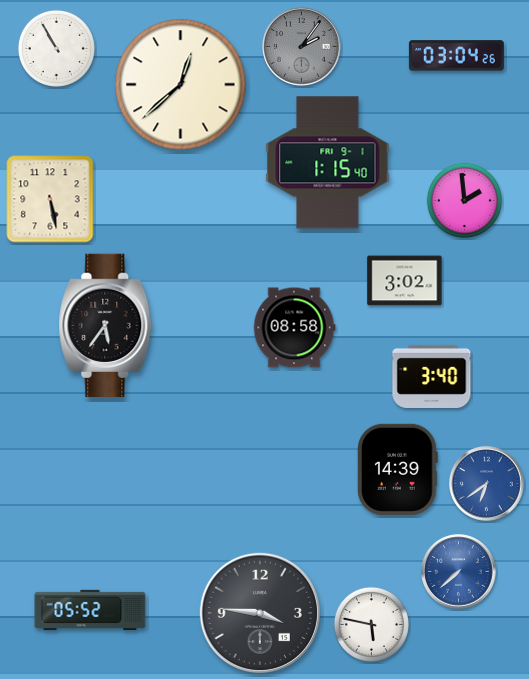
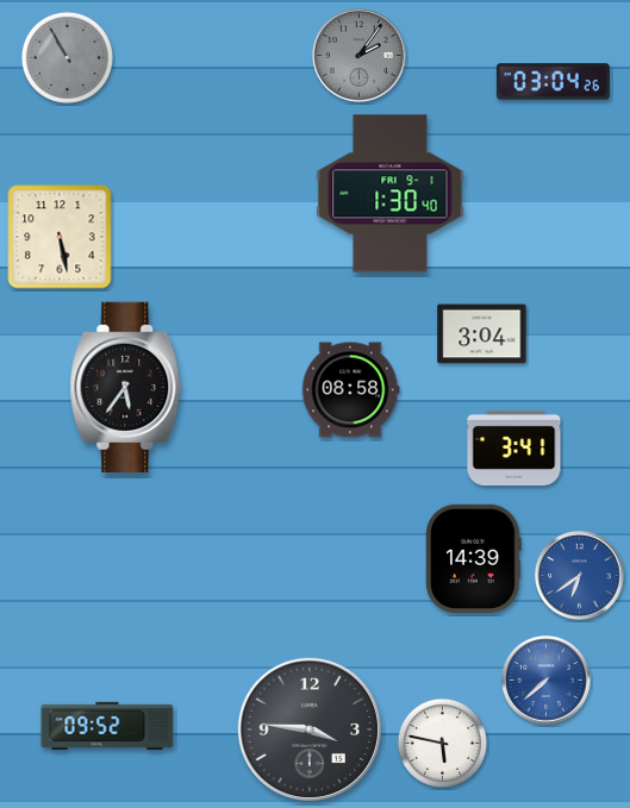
clock at (56, 48) dial: white -> grey
clock at (456, 56) position: (456, 56) -> (553, 82)
clock at (181, 85): 12:38 -> none
clock at (328, 163): 1:15 -> 1:30
clock at (464, 200): 1:59 -> none
clock at (405, 281): 3:02 -> 3:04
clock at (432, 376): 3:40 -> 3:41
clock at (90, 610): 05:52 -> 09:52
